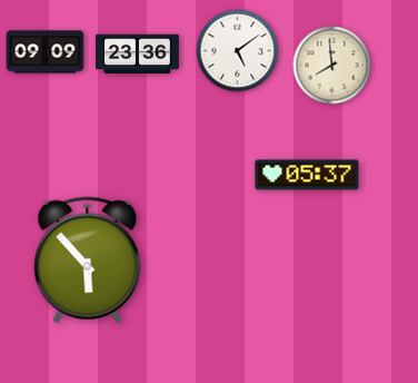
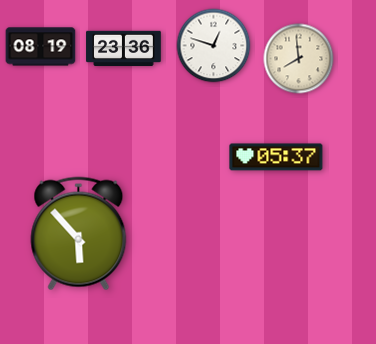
clock at (238, 51): 5:09 -> 12:48
clock at (46, 52): 09:09 -> 08:19
